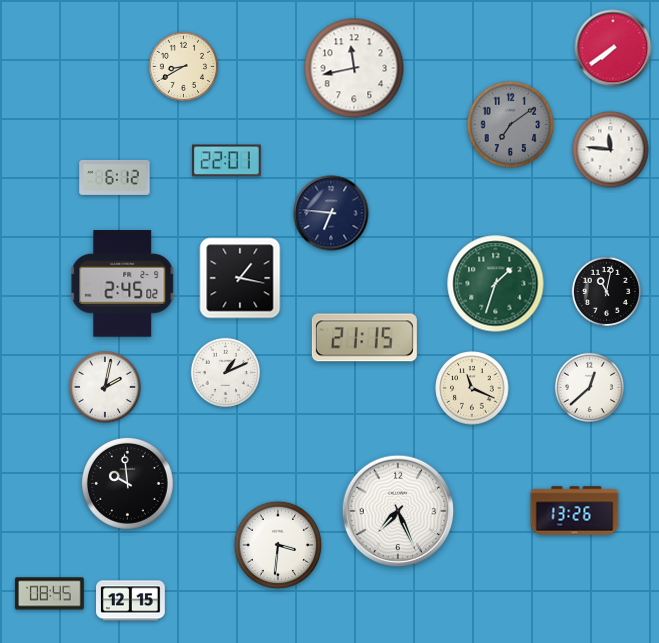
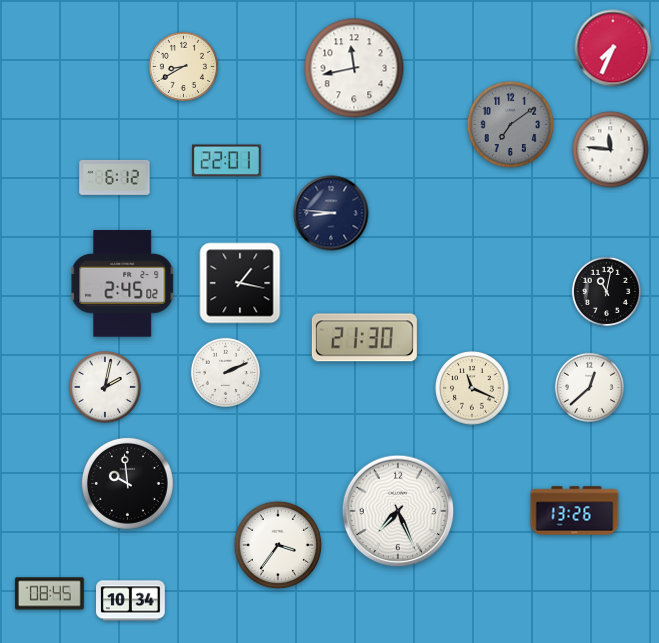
clock at (613, 48): 7:39 -> 7:34
clock at (331, 213): 6:46 -> 8:46
clock at (240, 278) position: (240, 278) -> (240, 283)
clock at (496, 284): 1:33 -> none
clock at (364, 338): 21:15 -> 21:30
clock at (225, 372): 1:11 -> 2:11
clock at (278, 545): 3:31 -> 3:36
clock at (131, 601): 12:15 -> 10:34
